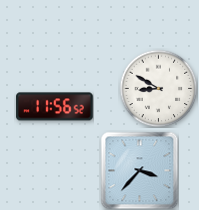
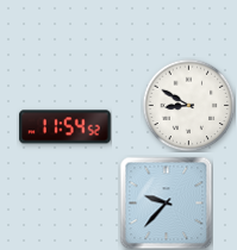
clock at (55, 107): 11:56 -> 11:54
clock at (139, 170): 3:37 -> 9:37
